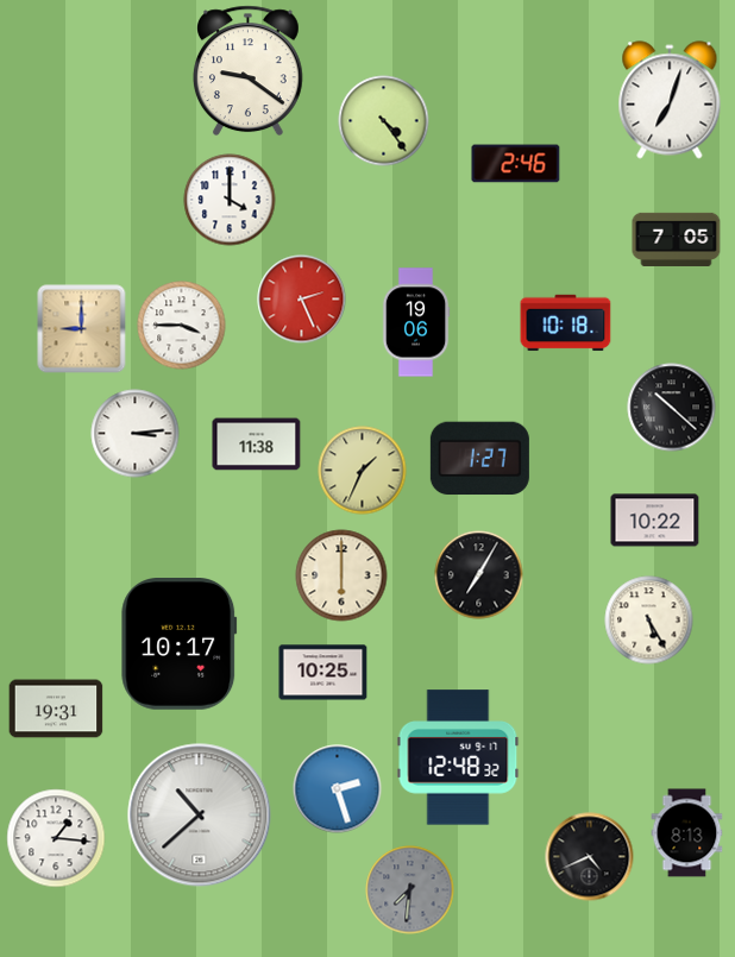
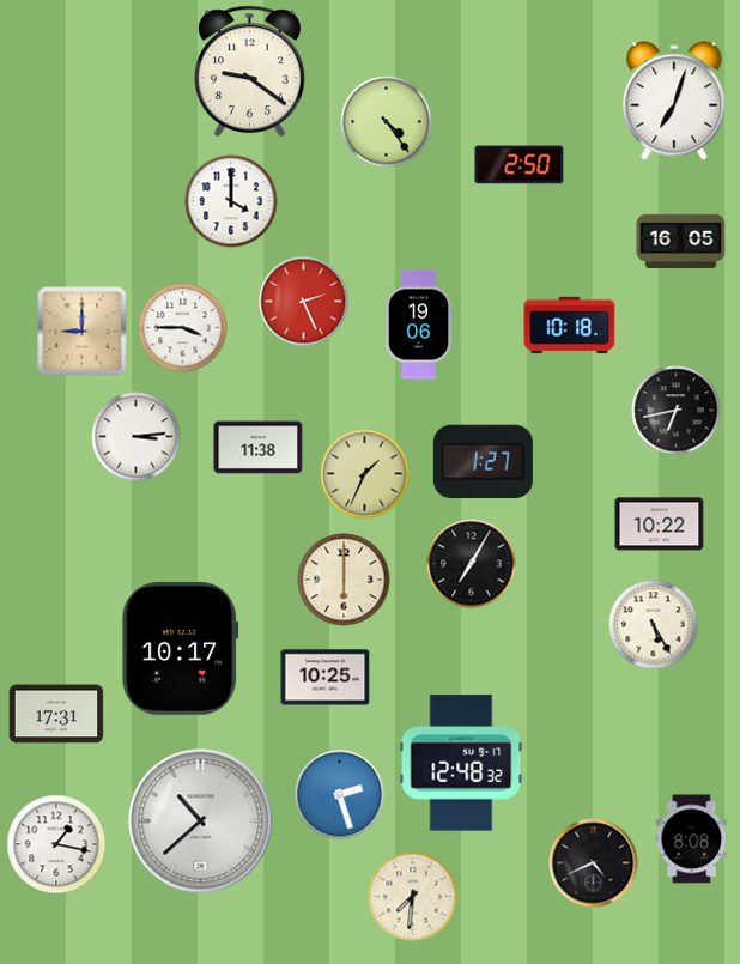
clock at (516, 164): 2:46 -> 2:50
clock at (677, 239): 7:05 -> 16:05
clock at (672, 408): 10:22 -> 6:43
clock at (479, 575) position: (479, 575) -> (472, 564)
clock at (56, 709): 19:31 -> 17:31
clock at (687, 833): 8:13 -> 8:08
clock at (56, 838): 1:16 -> 1:17
clock at (410, 890) dial: grey -> cream
